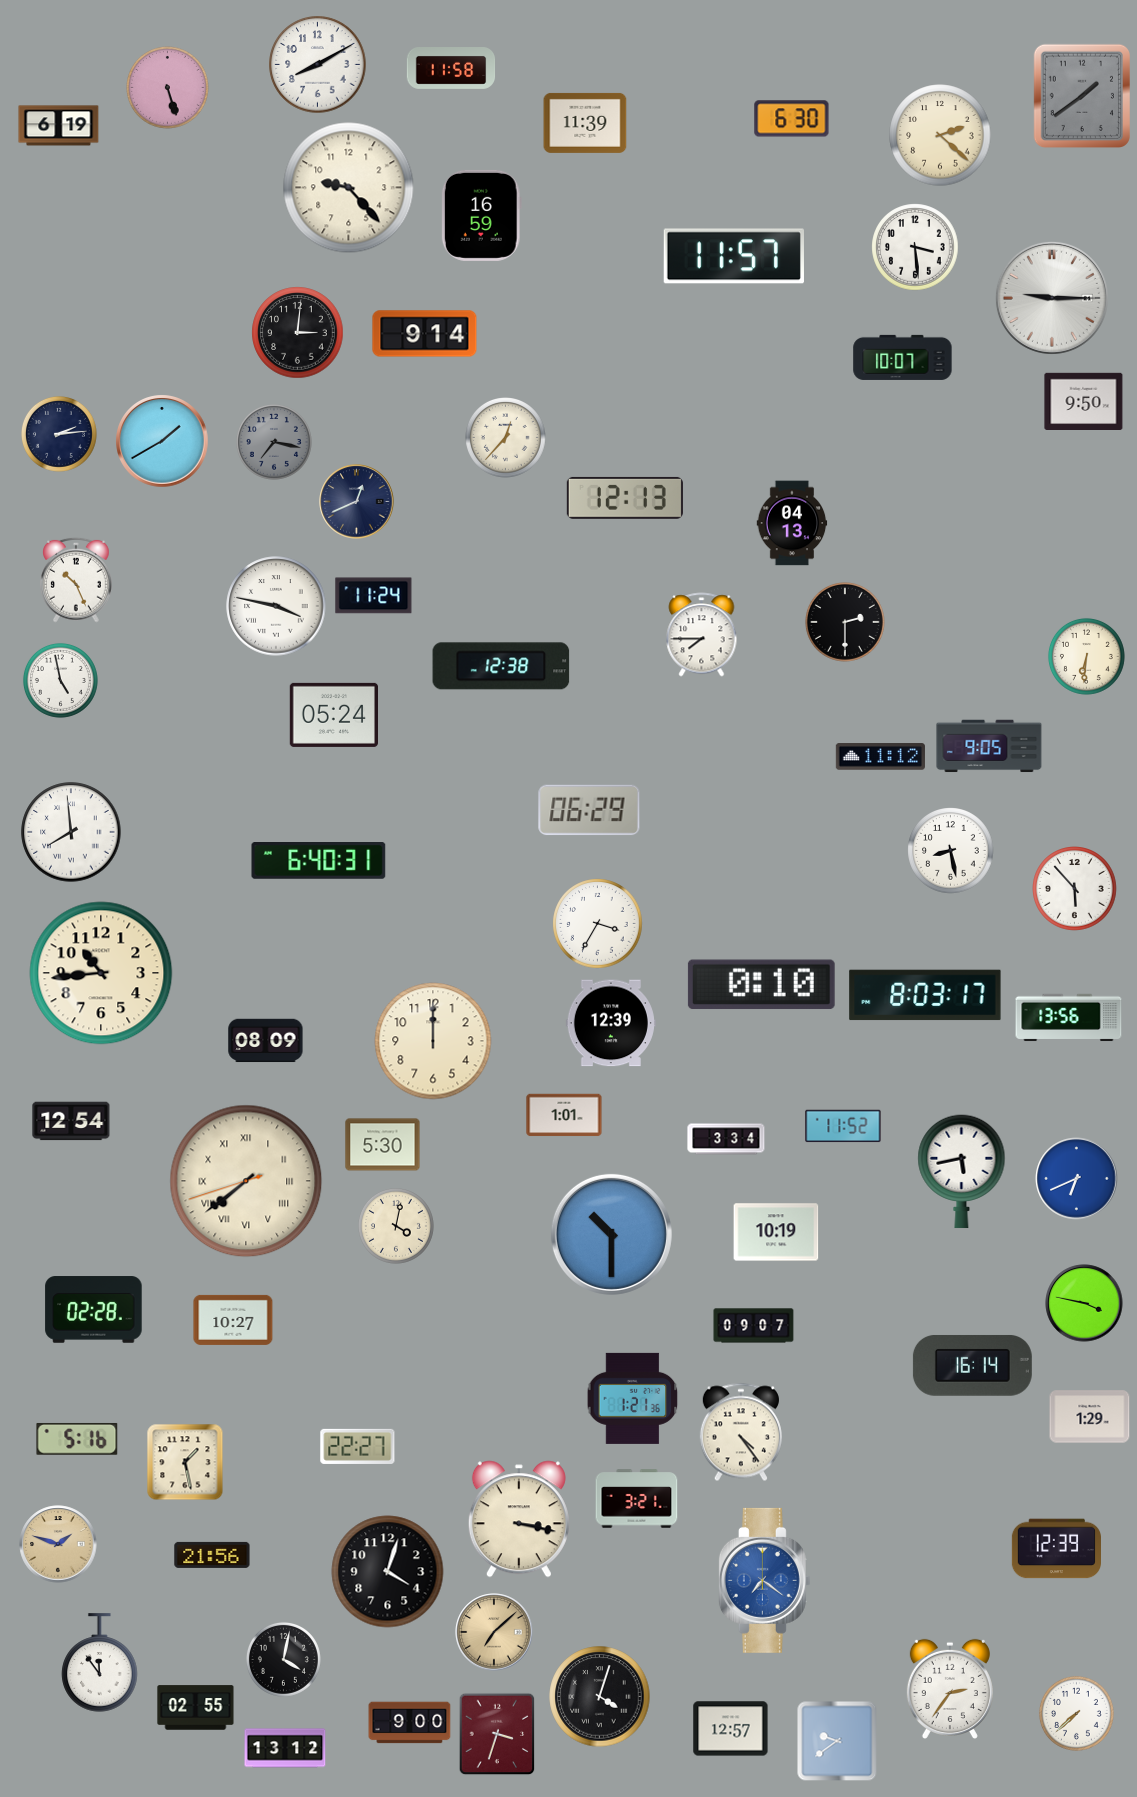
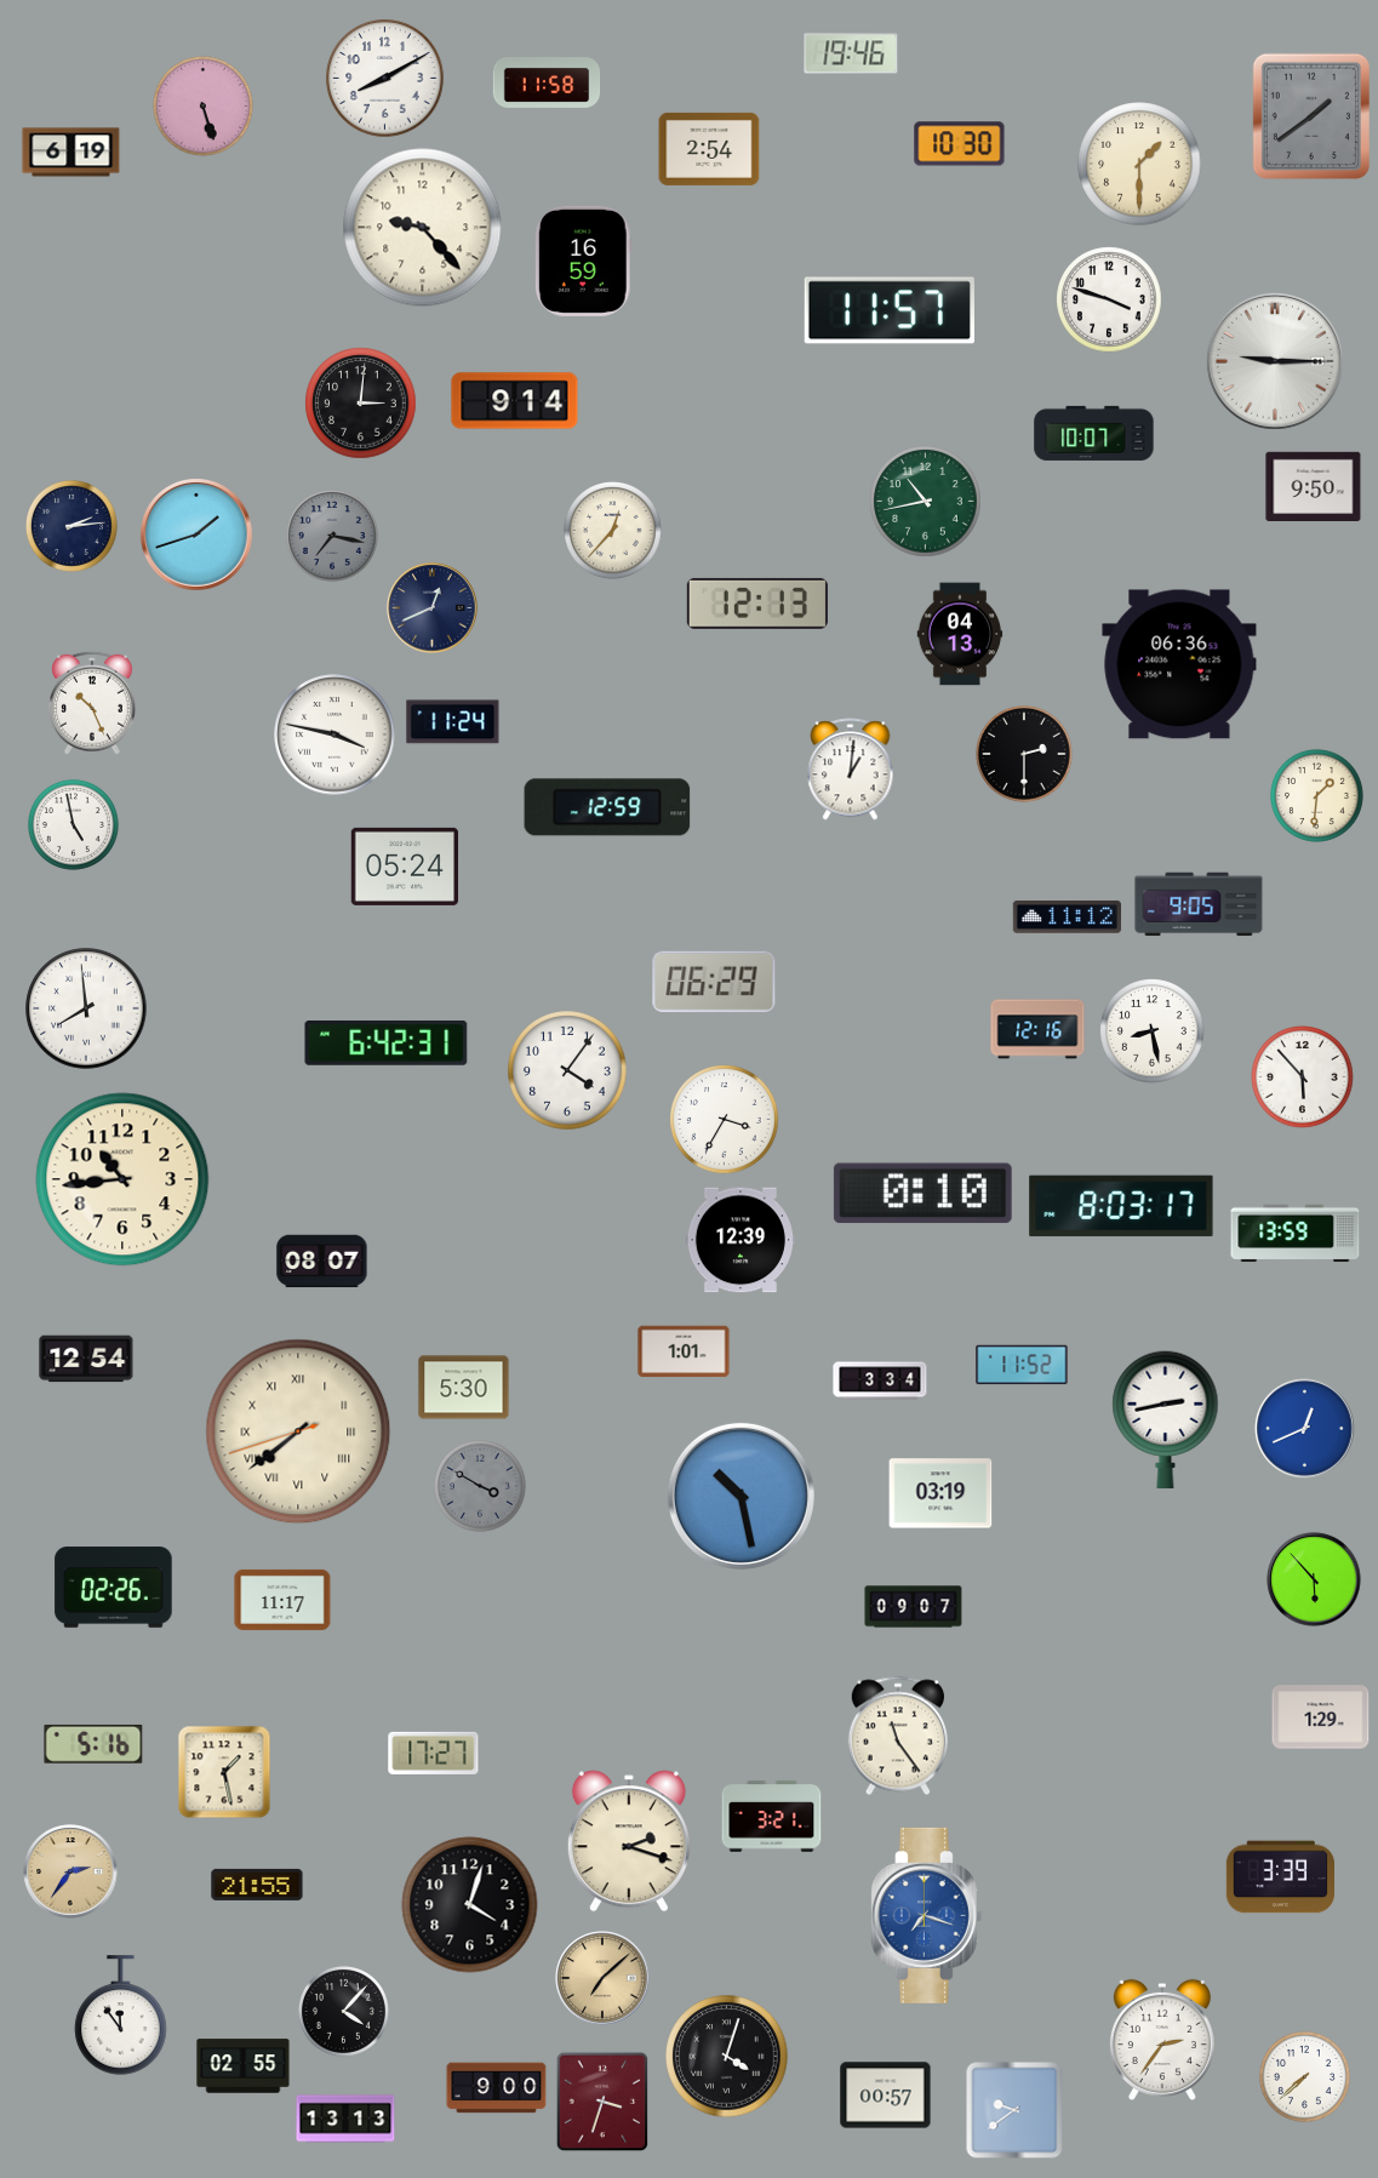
clock at (851, 53): none -> 19:46
clock at (792, 119): 6:30 -> 10:30
clock at (585, 123): 11:39 -> 2:54
clock at (940, 135): 2:22 -> 1:30
clock at (915, 247): 3:29 -> 3:48
clock at (425, 334) position: (425, 334) -> (515, 401)
clock at (926, 502): none -> 10:43
clock at (162, 441): 1:40 -> 1:42
clock at (1179, 664): none -> 06:36
clock at (702, 635): 7:45 -> 1:01
clock at (1086, 656): 6:31 -> 1:31
clock at (501, 666): 12:38 -> 12:59
clock at (1037, 1029): none -> 12:16
clock at (319, 861): 6:40 -> 6:42
clock at (567, 1070): none -> 4:06
clock at (1069, 1018): 13:56 -> 13:59
clock at (266, 1041): 08:09 -> 08:07
clock at (433, 1041): 12:00 -> none
clock at (962, 1172): 5:43 -> 2:43
clock at (1077, 1179): 6:41 -> 12:41
clock at (396, 1226): 4:02 -> 3:50
clock at (396, 1226) dial: cream -> grey
clock at (776, 1232): 10:19 -> 03:19
clock at (611, 1234): 10:30 -> 10:28
clock at (1084, 1303): 3:47 -> 5:53
clock at (94, 1310): 02:28 -> 02:26
clock at (233, 1320): 10:27 -> 11:17
clock at (972, 1366): 16:14 -> none
clock at (633, 1398): 1:21 -> none
clock at (741, 1432): 4:24 -> 11:24
clock at (358, 1446): 22:27 -> 17:27
clock at (519, 1519): 3:17 -> 2:18
clock at (58, 1544): 1:48 -> 2:36
clock at (1056, 1549): 12:39 -> 3:39
clock at (212, 1555): 21:56 -> 21:55
clock at (764, 1580): 7:21 -> 7:18
clock at (494, 1632) position: (494, 1632) -> (602, 1978)
clock at (283, 1659): 4:02 -> 4:07
clock at (950, 1688) position: (950, 1688) -> (1162, 2039)
clock at (196, 1708) position: (196, 1708) -> (244, 2066)
clock at (731, 1729): 12:57 -> 00:57
clock at (285, 1748): 13:12 -> 13:13
